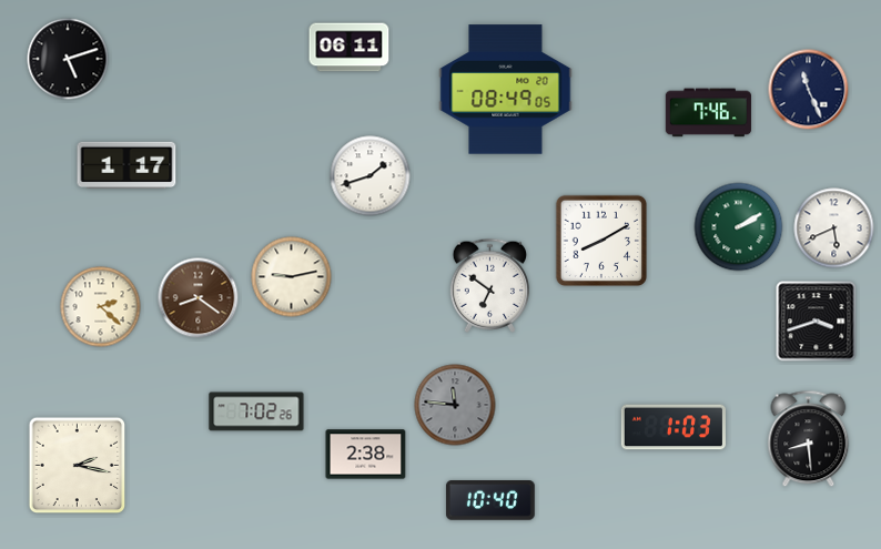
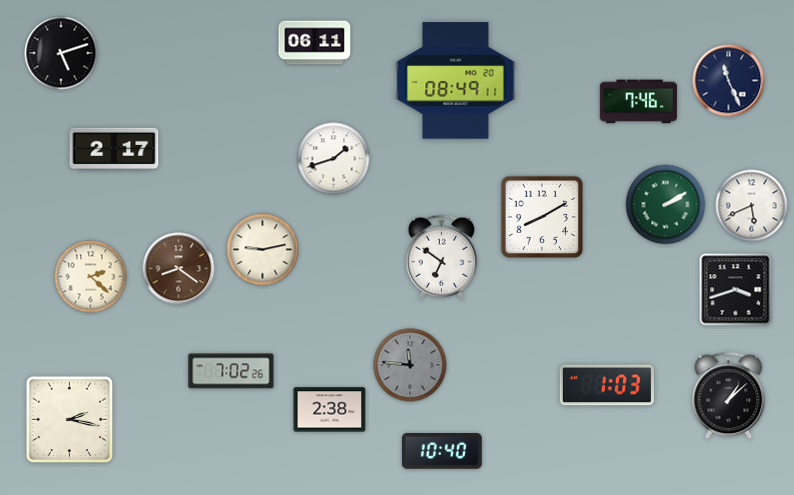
clock at (506, 90): 08:49:05 -> 08:49:11
clock at (126, 164): 1:17 -> 2:17
clock at (809, 439): 8:29 -> 1:08
